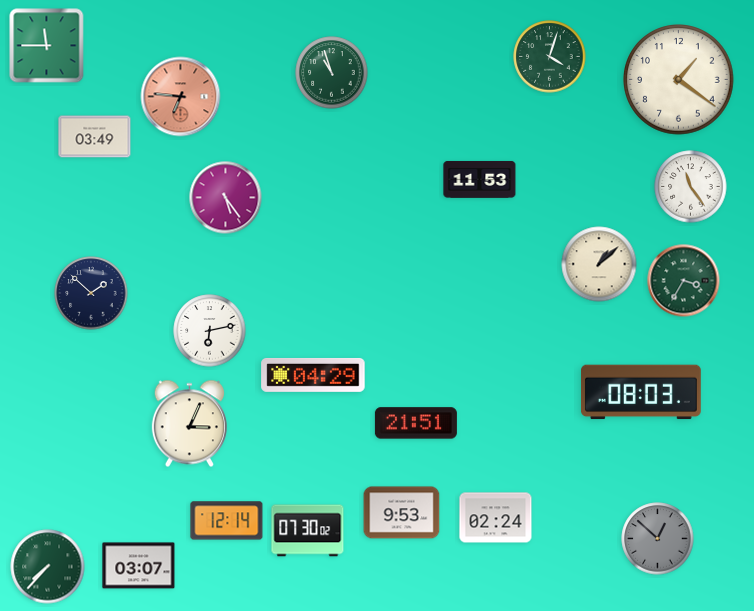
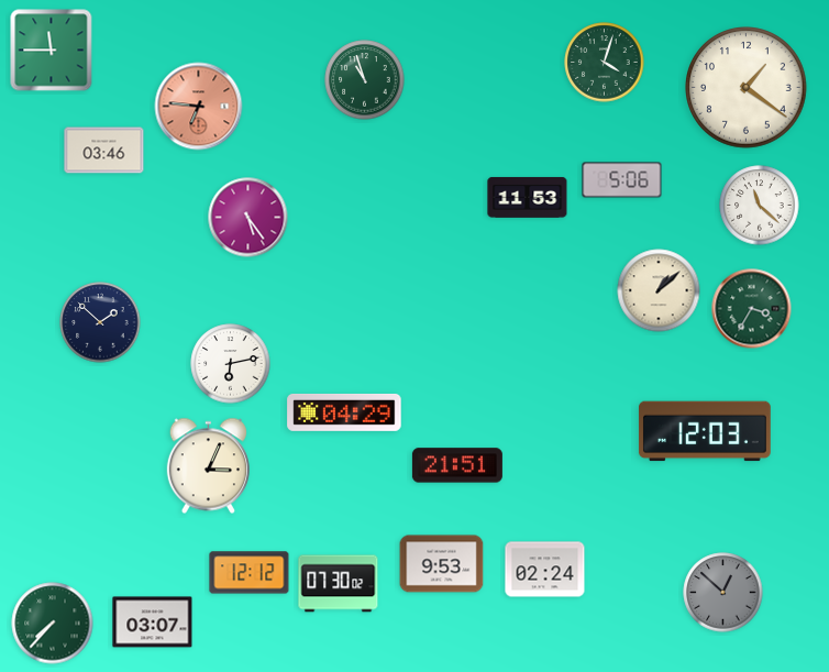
clock at (95, 137): 03:49 -> 03:46
clock at (622, 180): none -> 5:06
clock at (691, 187): 11:24 -> 11:22
clock at (641, 392): 08:03 -> 12:03
clock at (227, 521): 12:14 -> 12:12
